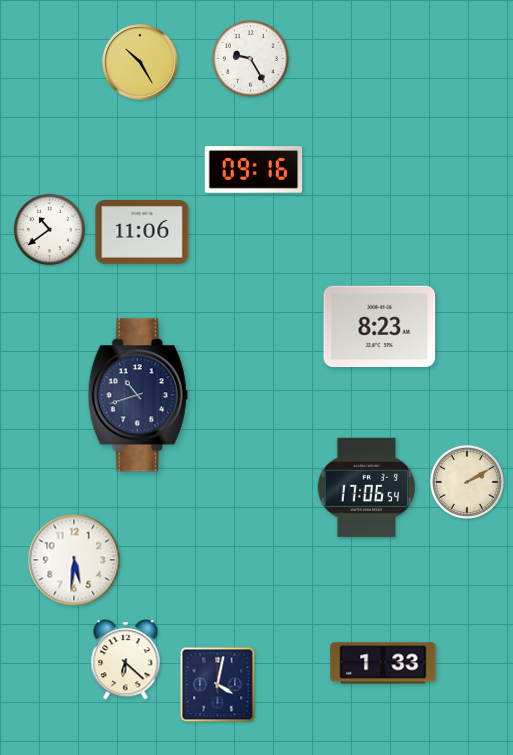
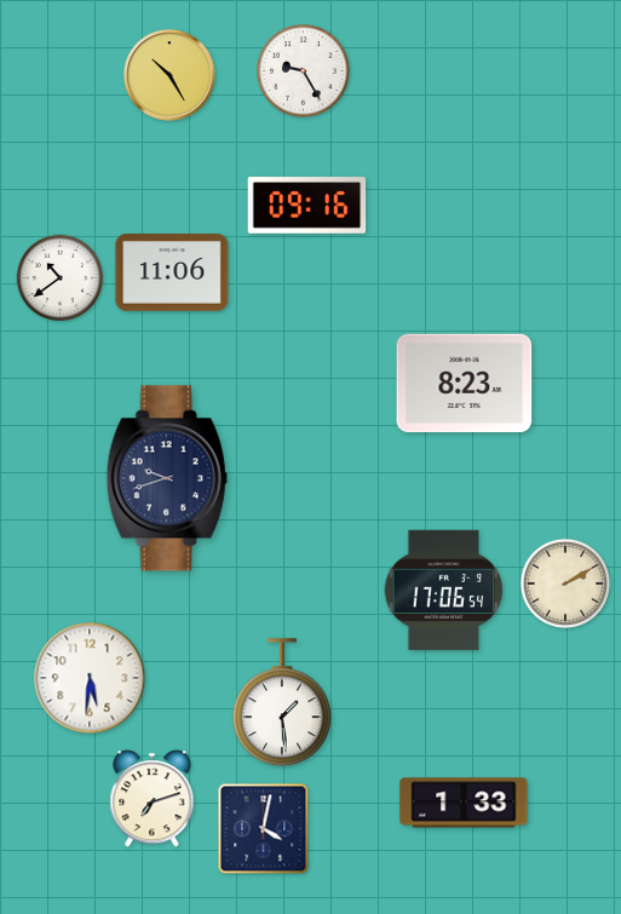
clock at (142, 233) position: (142, 233) -> (172, 274)
clock at (380, 327) position: (380, 327) -> (465, 384)
clock at (138, 395): 10:42 -> 9:42
clock at (282, 703): none -> 1:29
clock at (126, 660): 6:22 -> 7:12
